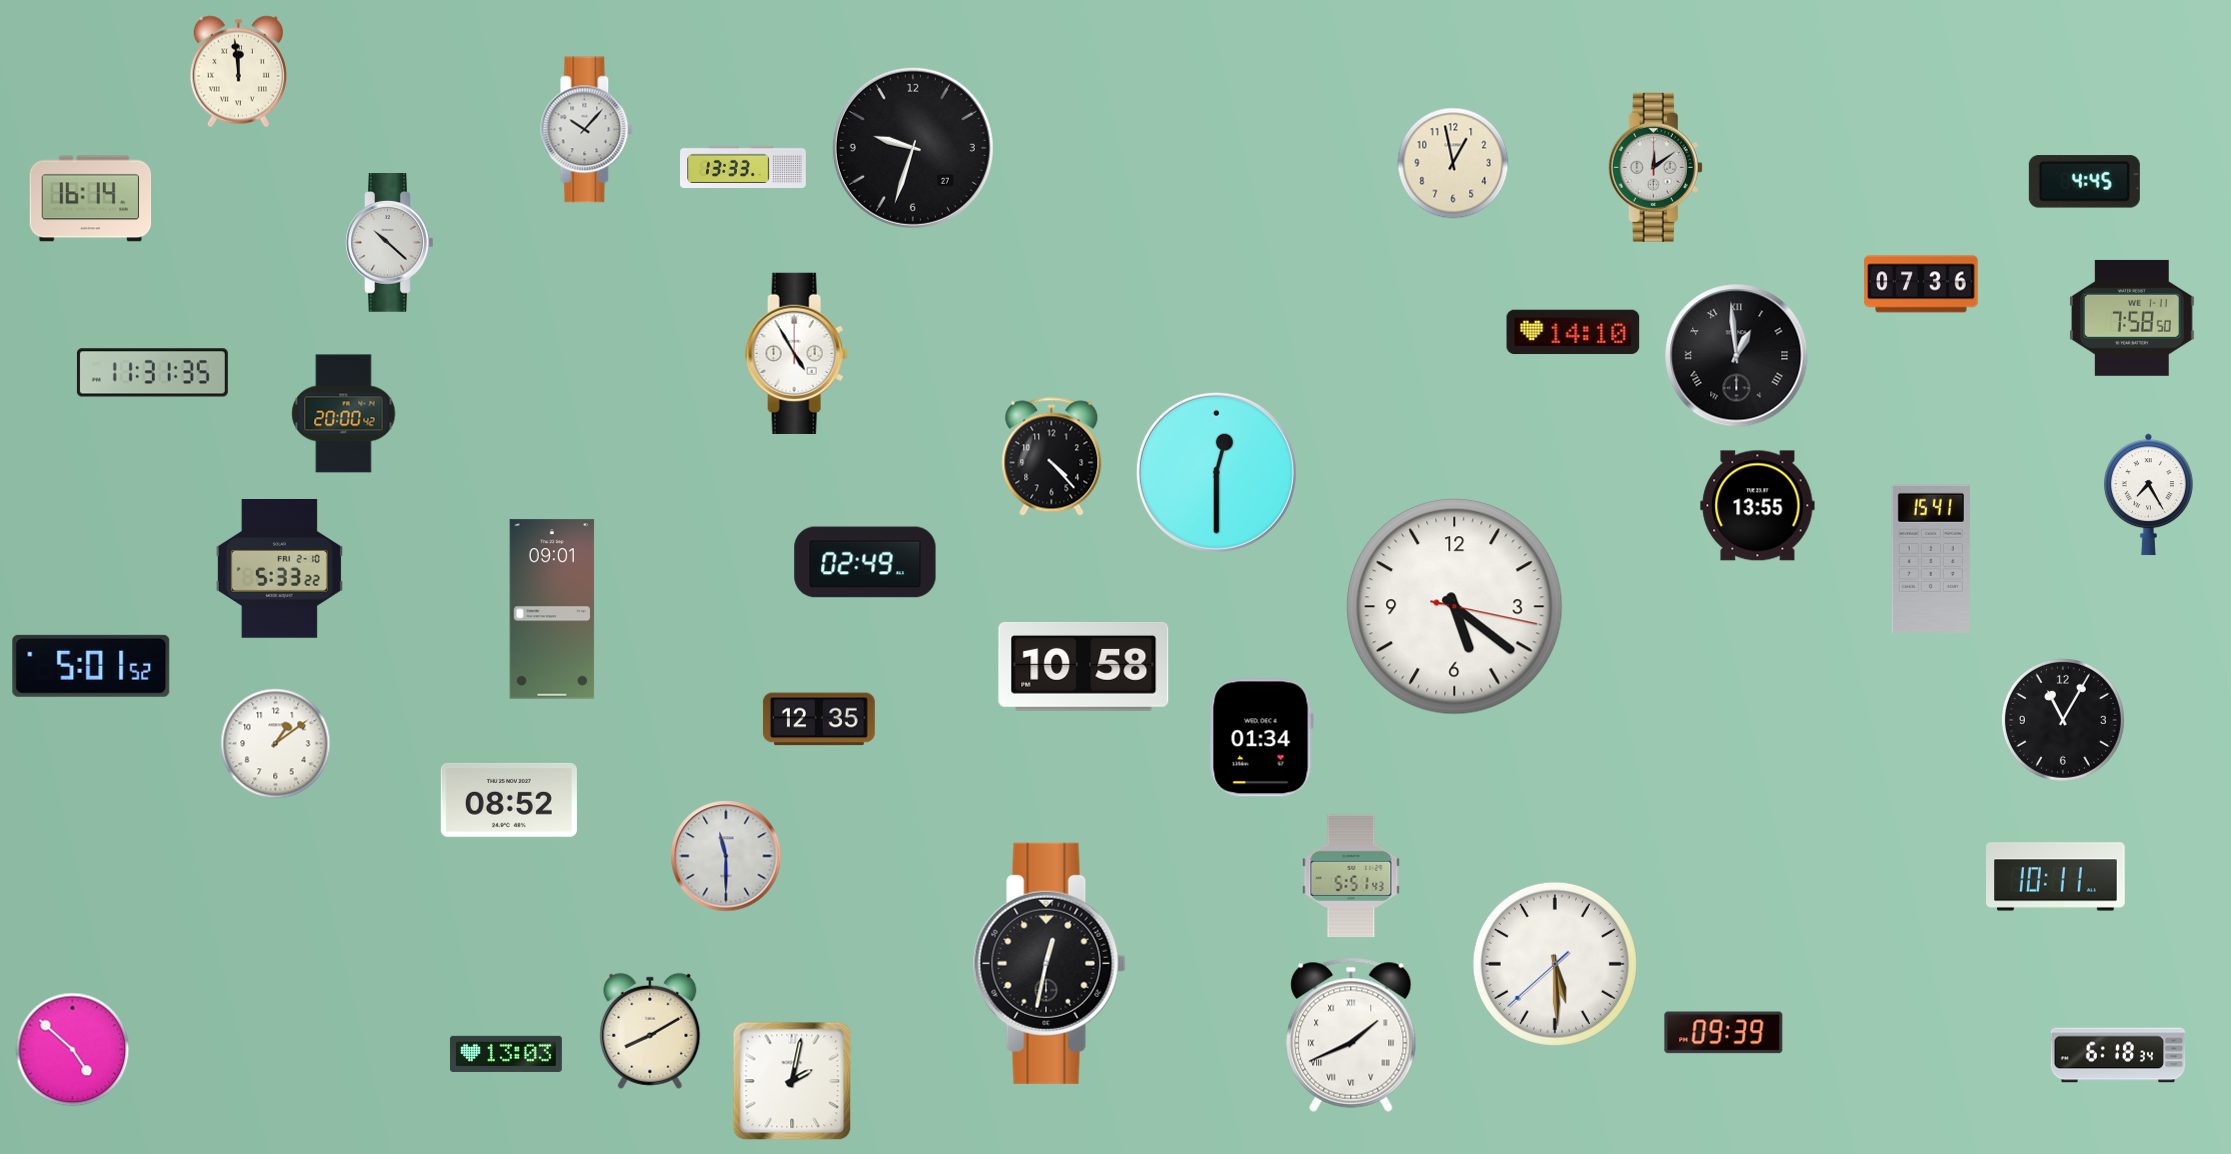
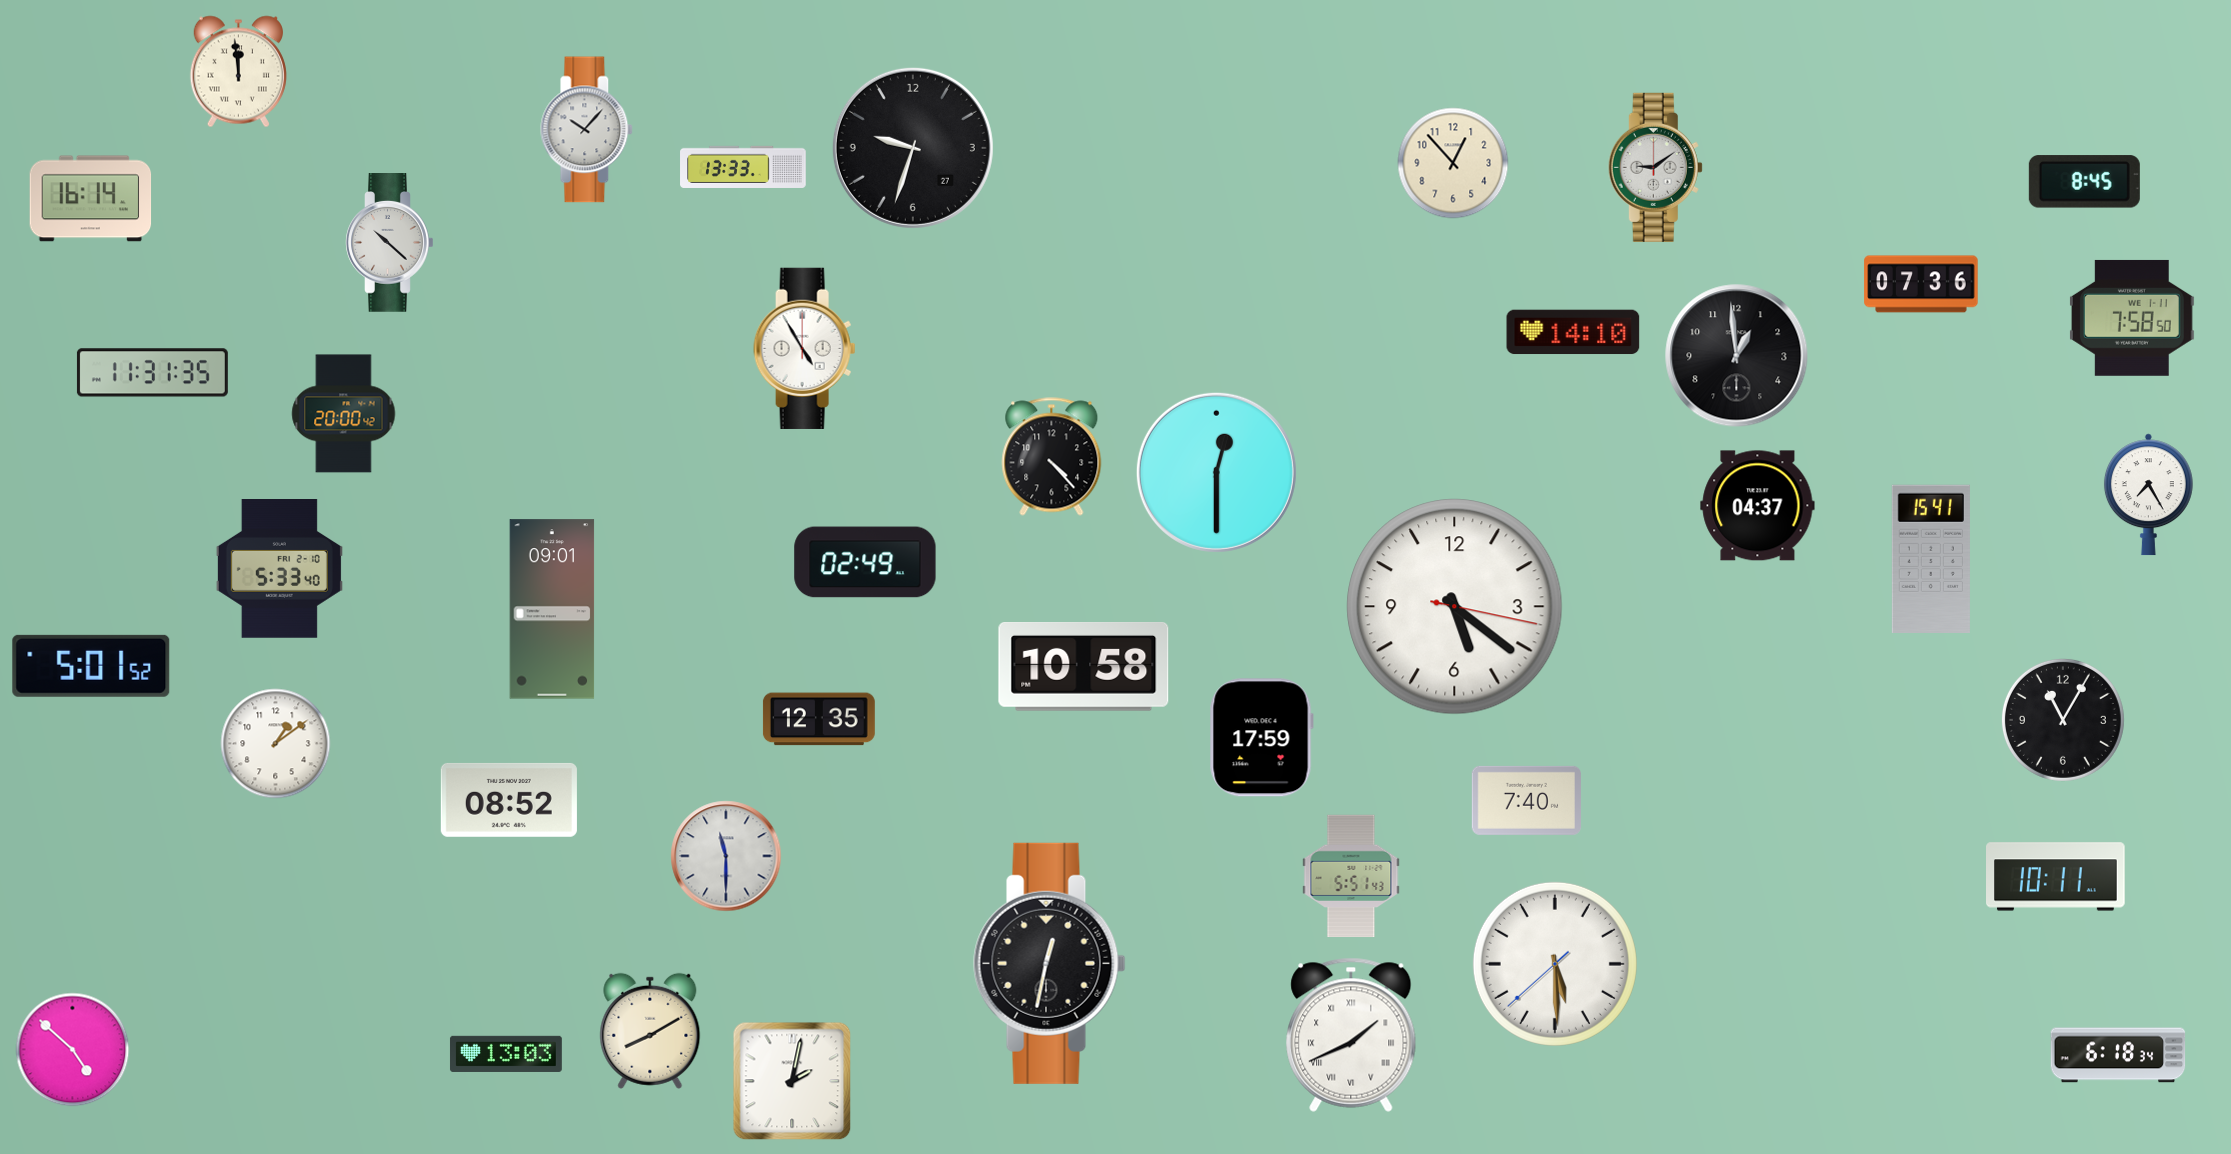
clock at (1453, 163): 12:58 -> 12:53
clock at (1655, 167): 12:09 -> 9:09
clock at (2084, 182): 4:45 -> 8:45
clock at (797, 353) position: (797, 353) -> (805, 348)
clock at (1737, 356) numerals: Roman -> Arabic
clock at (1758, 506): 13:55 -> 04:37
clock at (279, 569): 5:33:22 -> 5:33:40
clock at (1261, 738): 01:34 -> 17:59
clock at (1526, 800): none -> 7:40
clock at (1724, 1033): 09:39 -> none
